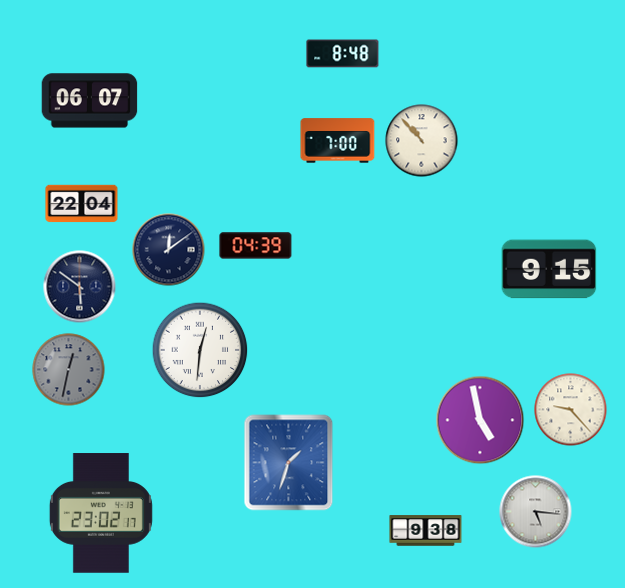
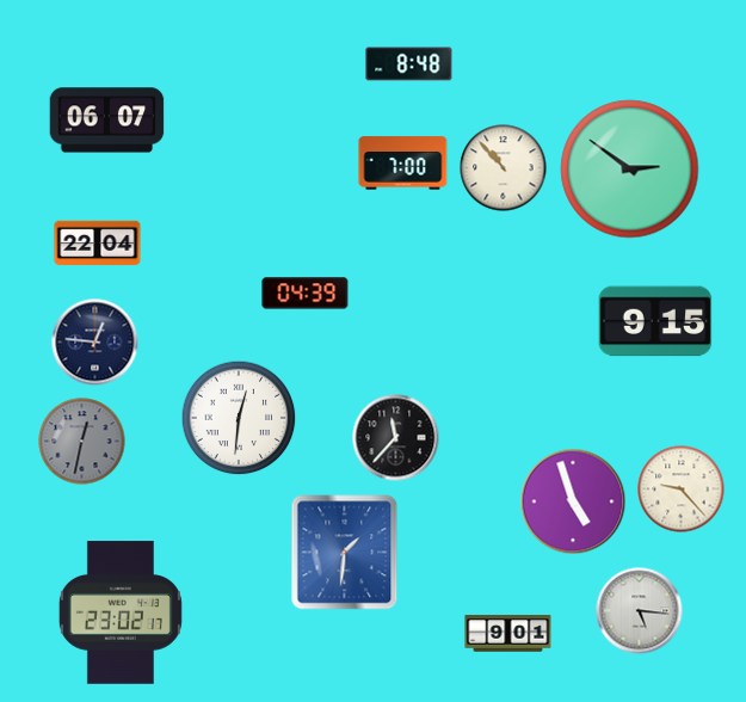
clock at (338, 141) position: (338, 141) -> (403, 164)
clock at (630, 170): none -> 2:51
clock at (169, 250): 12:09 -> none
clock at (80, 287): 5:51 -> 12:46
clock at (396, 438): none -> 11:37
clock at (480, 420): 4:58 -> 4:57
clock at (289, 463): 1:33 -> 1:31
clock at (426, 531): 9:38 -> 9:01
